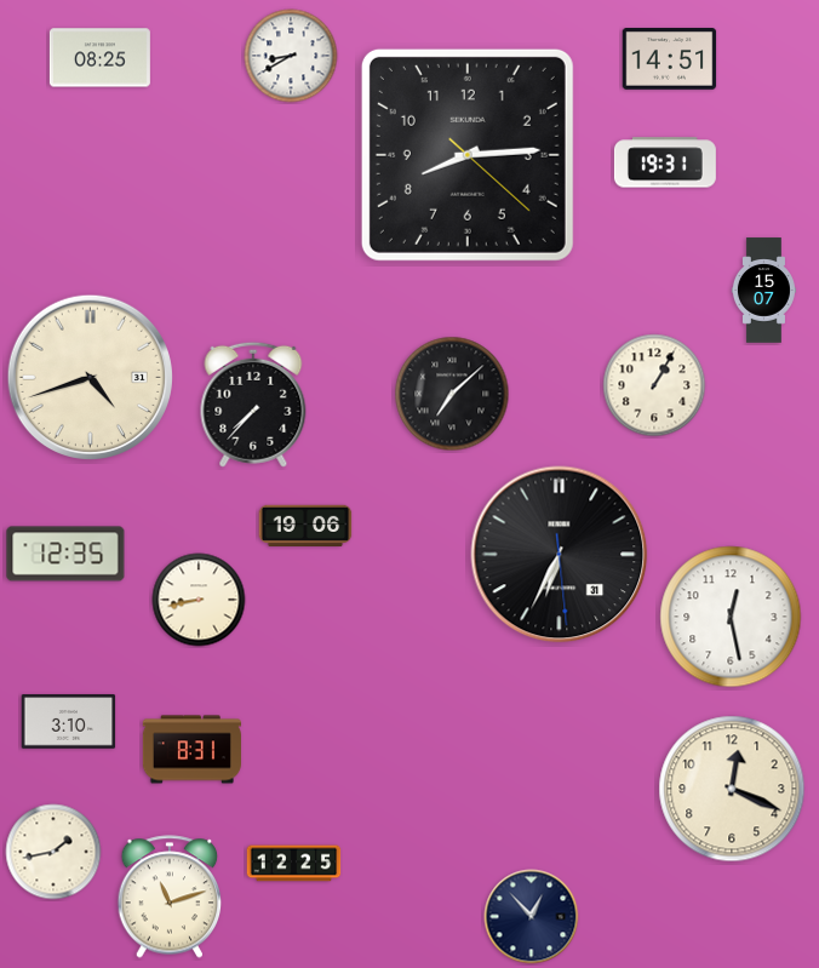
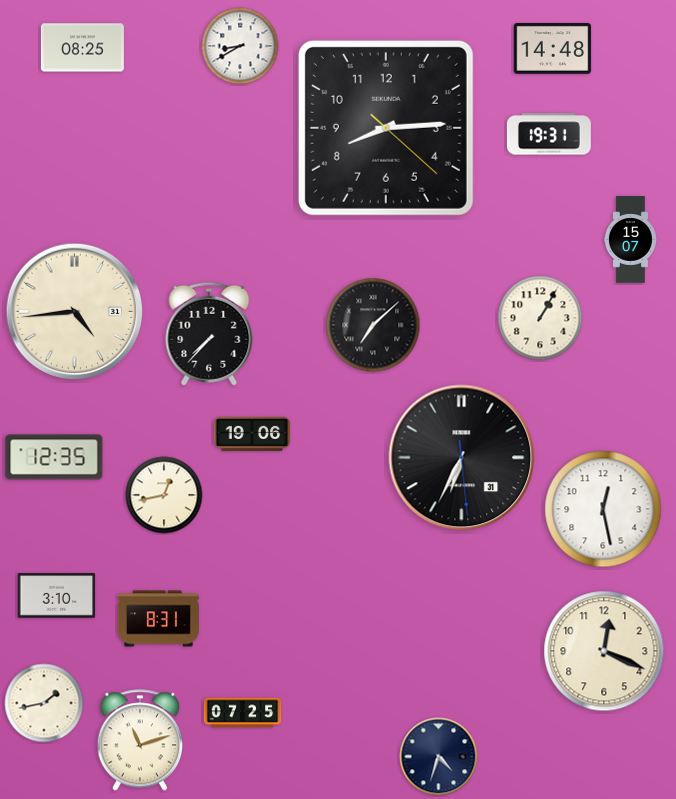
clock at (670, 59): 14:51 -> 14:48
clock at (90, 377): 4:42 -> 4:44
clock at (199, 600): 8:43 -> 12:43
clock at (294, 864): 12:25 -> 07:25
clock at (532, 917): 12:53 -> 4:33
